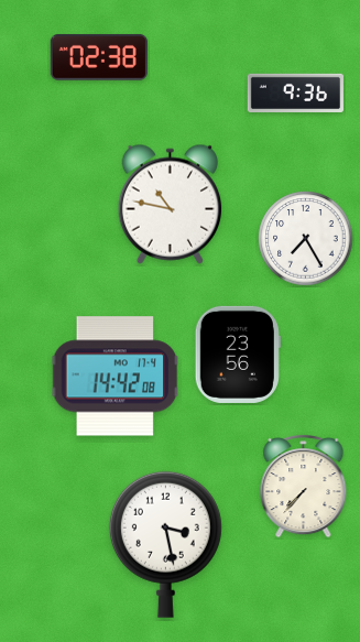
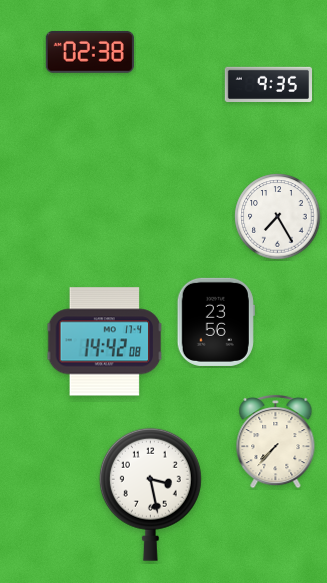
clock at (295, 93): 9:36 -> 9:35
clock at (170, 204): 10:47 -> none
